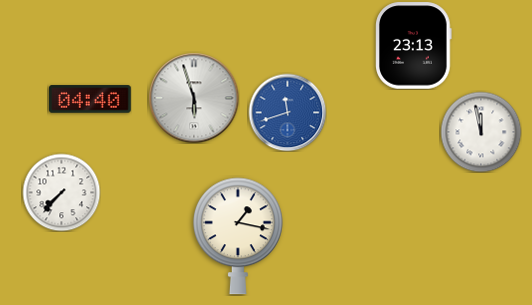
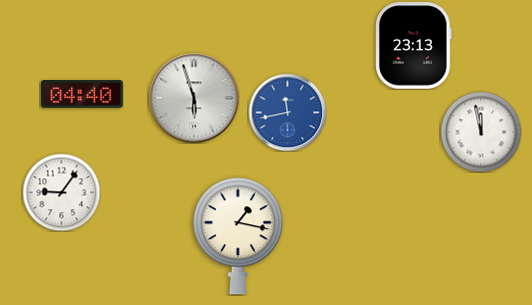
clock at (90, 99) position: (90, 99) -> (82, 94)
clock at (287, 112): 11:42 -> 11:43
clock at (61, 192): 7:37 -> 9:06
